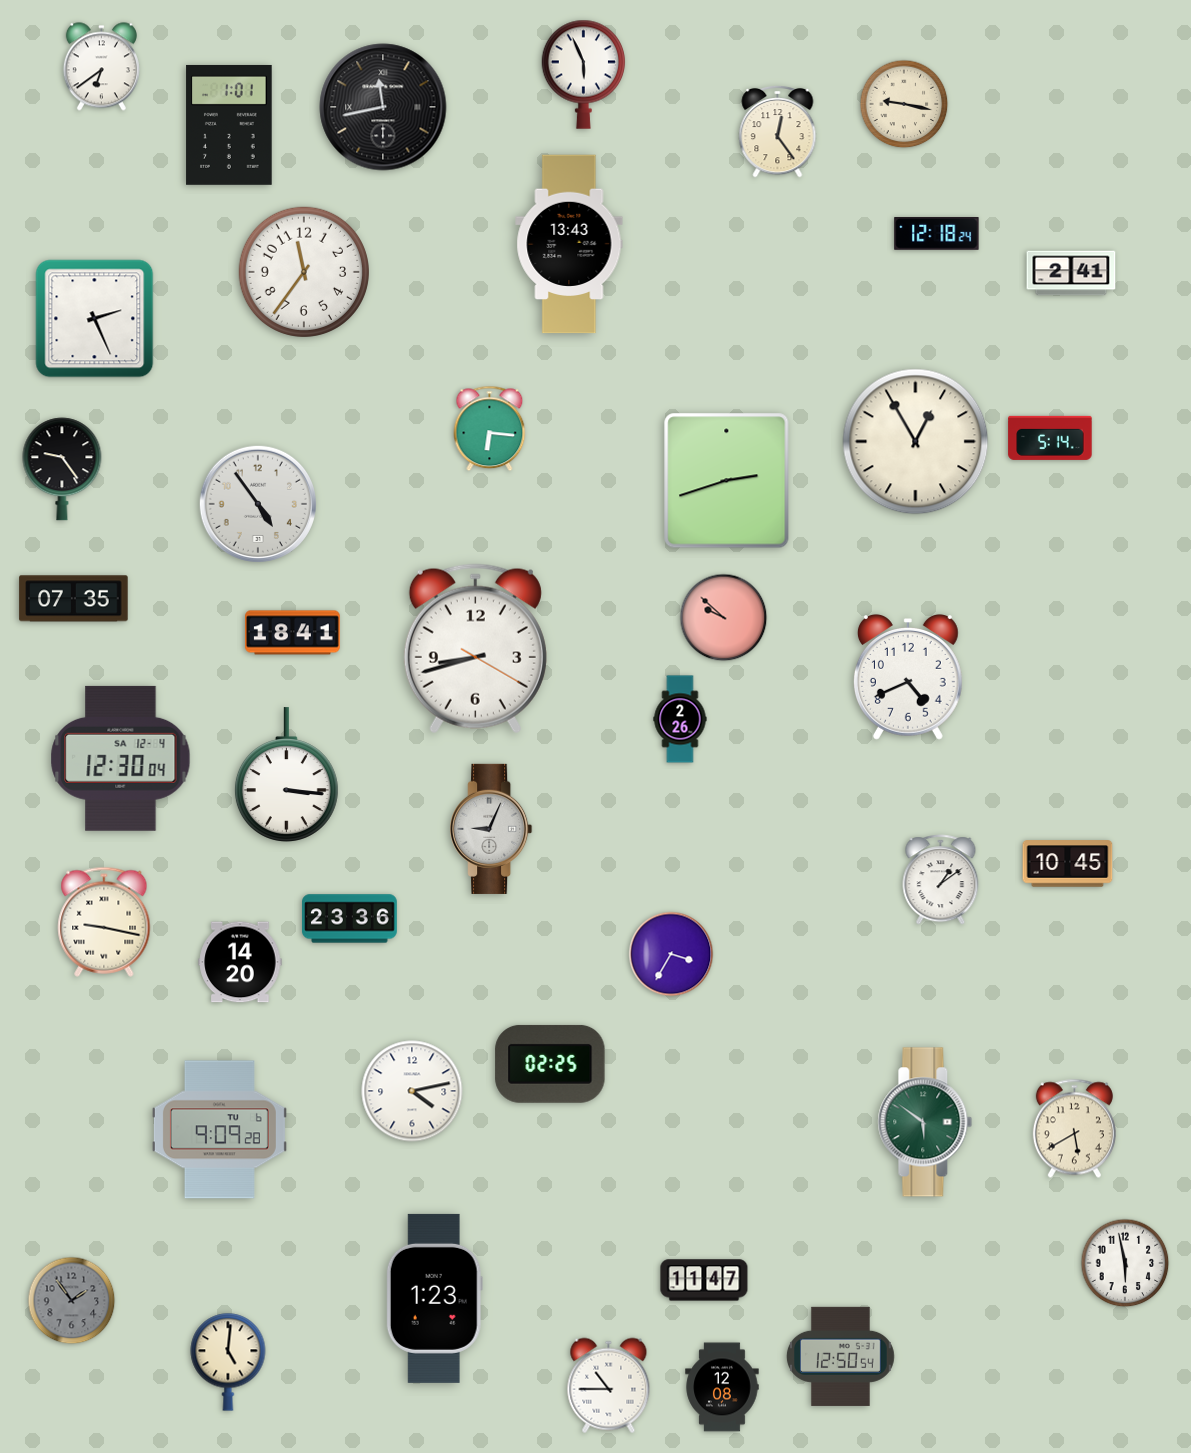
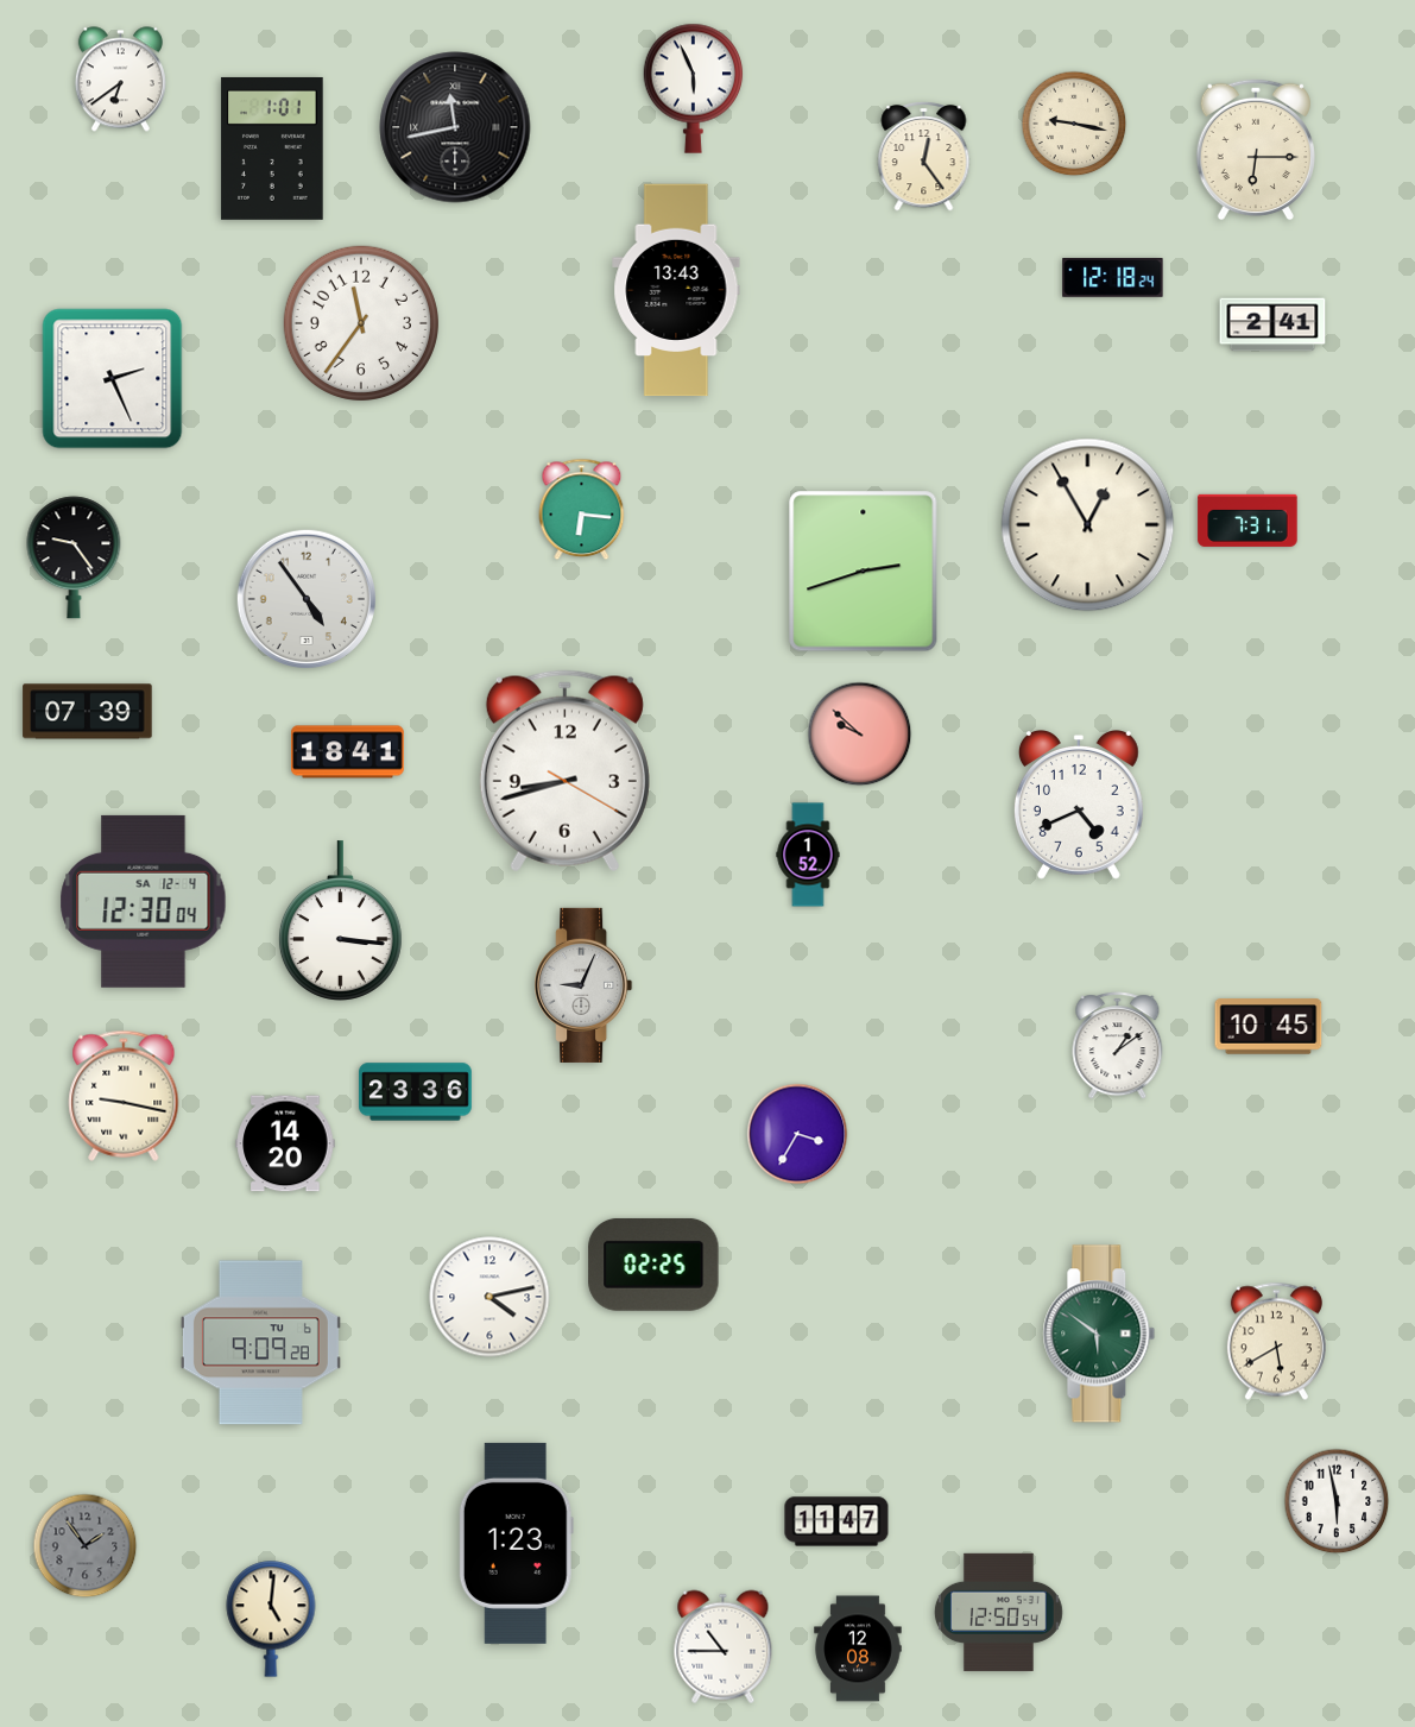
clock at (1256, 150): none -> 6:15
clock at (1050, 438): 5:14 -> 7:31
clock at (74, 599): 07:35 -> 07:39
clock at (680, 719): 2:26 -> 1:52
